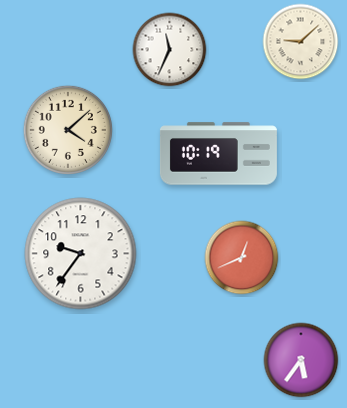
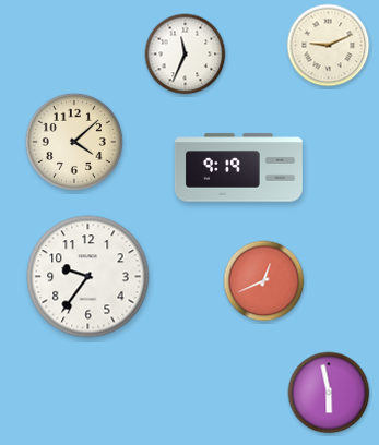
clock at (301, 42): 9:08 -> 9:11
clock at (218, 154): 10:19 -> 9:19
clock at (301, 360): 5:36 -> 5:58
